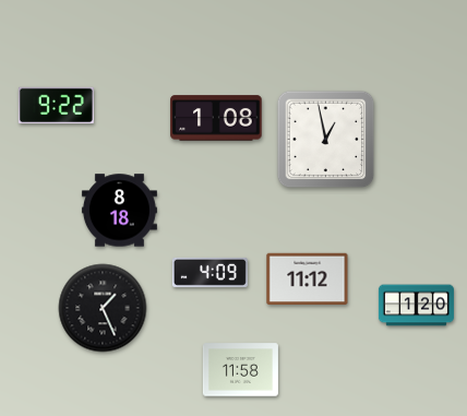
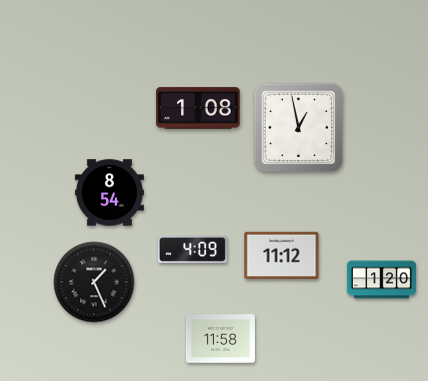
clock at (56, 106): 9:22 -> none
clock at (119, 211): 8:18 -> 8:54
